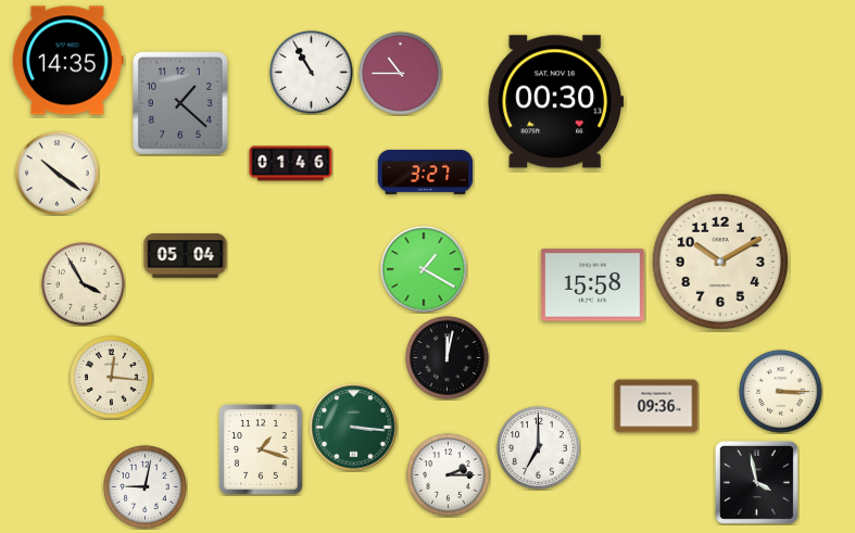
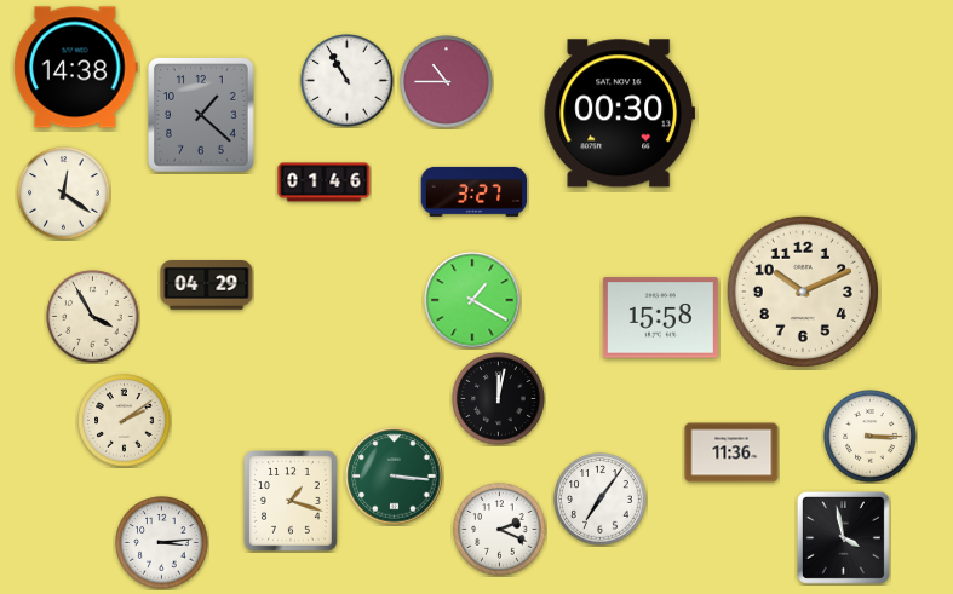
clock at (67, 61): 14:35 -> 14:38
clock at (58, 174): 10:21 -> 12:21
clock at (186, 256): 05:04 -> 04:29
clock at (720, 262): 10:10 -> 10:11
clock at (112, 378): 12:16 -> 2:09
clock at (656, 406): 09:36 -> 11:36
clock at (539, 448): 7:00 -> 7:06
clock at (449, 475): 2:15 -> 2:19
clock at (146, 487): 9:02 -> 3:14
